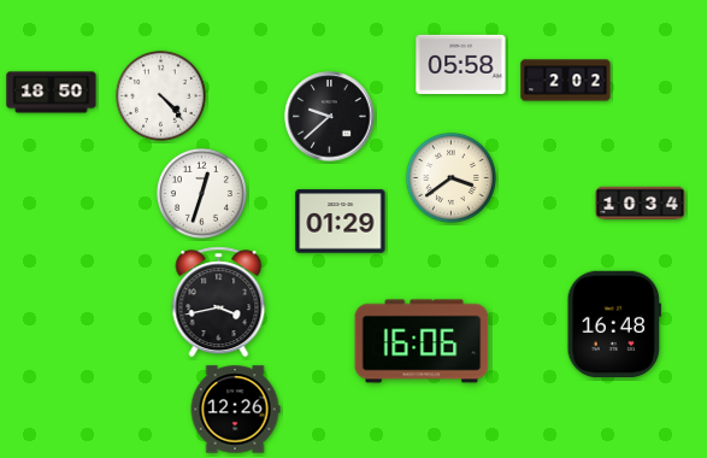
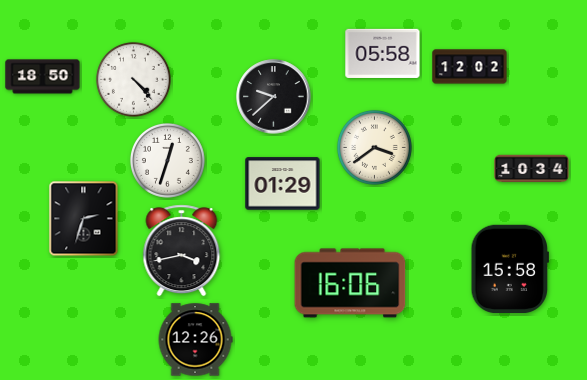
clock at (566, 81): 2:02 -> 12:02
clock at (84, 219): none -> 2:33
clock at (614, 323): 16:48 -> 15:58
